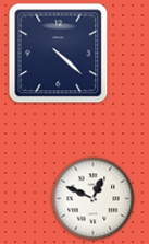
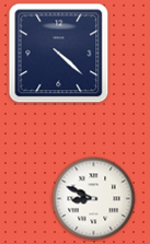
clock at (94, 199): 12:49 -> 8:49
